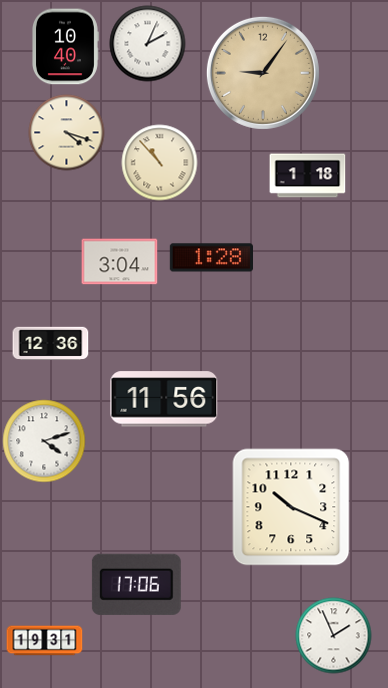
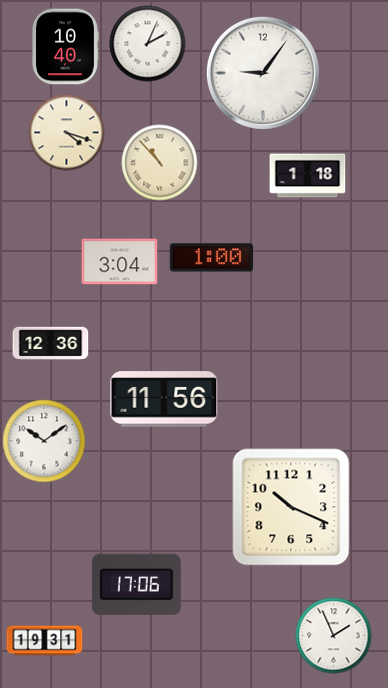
clock at (263, 73) dial: champagne -> white
clock at (211, 258): 1:28 -> 1:00
clock at (44, 441): 4:12 -> 10:09
